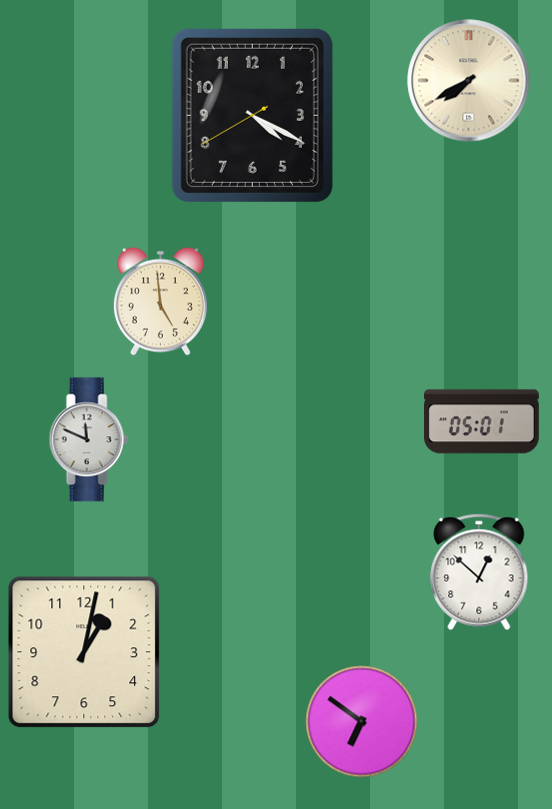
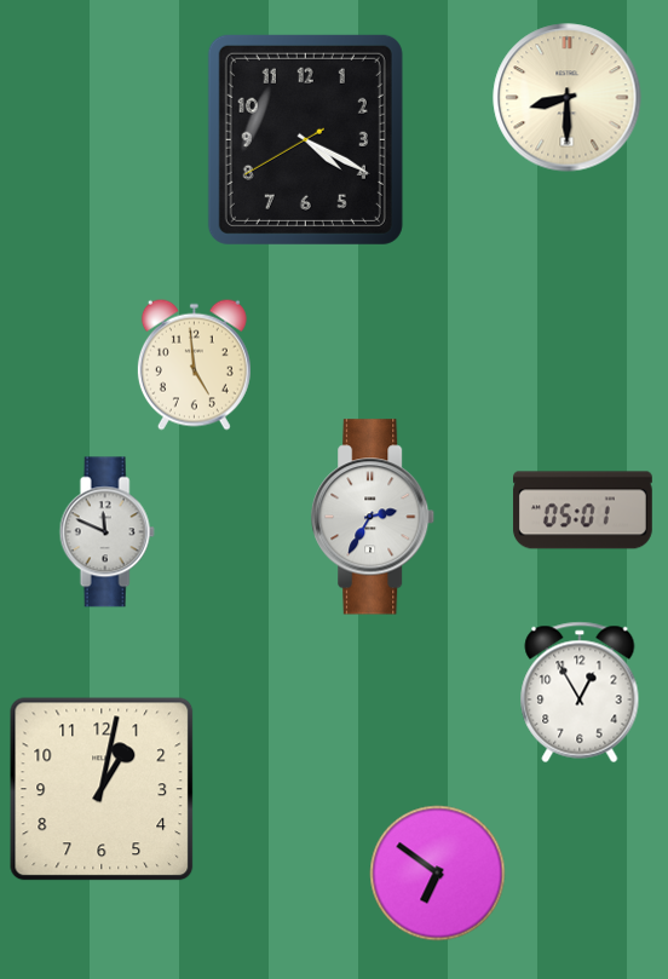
clock at (469, 81): 7:40 -> 8:30
clock at (374, 517): none -> 2:35
clock at (479, 572): 12:52 -> 12:55
